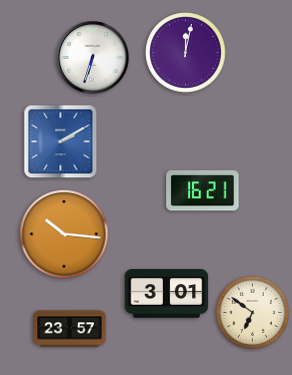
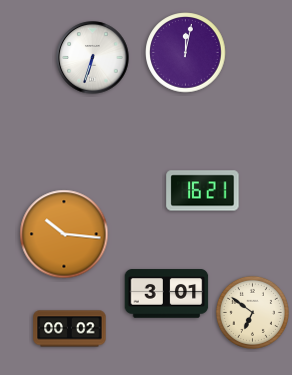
clock at (61, 142): 2:10 -> none
clock at (70, 329): 23:57 -> 00:02
